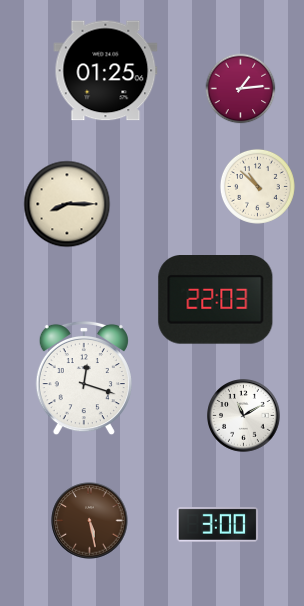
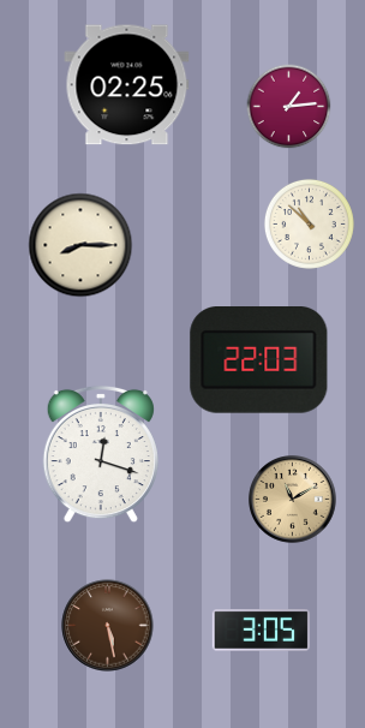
clock at (106, 71): 01:25 -> 02:25
clock at (244, 416) dial: white -> champagne
clock at (218, 525): 3:00 -> 3:05
